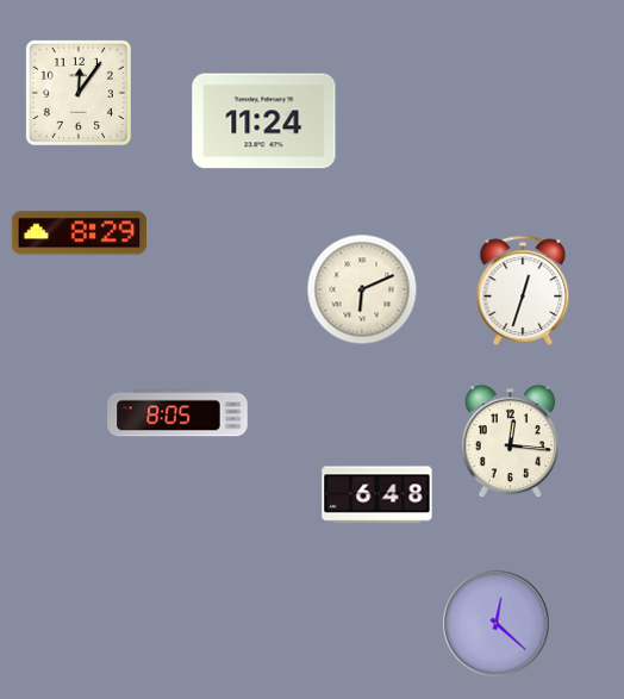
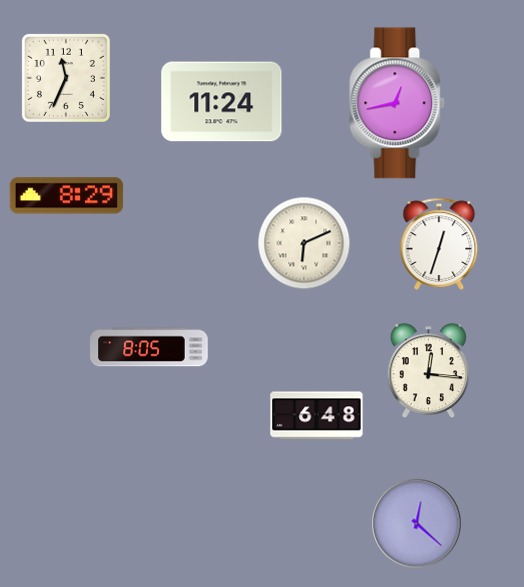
clock at (79, 93): 12:06 -> 11:34
clock at (398, 103): none -> 12:43
